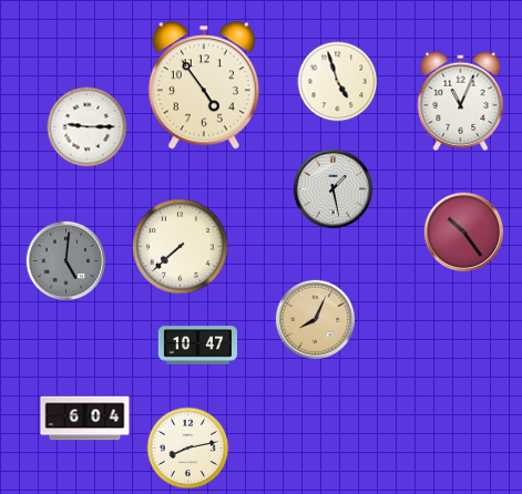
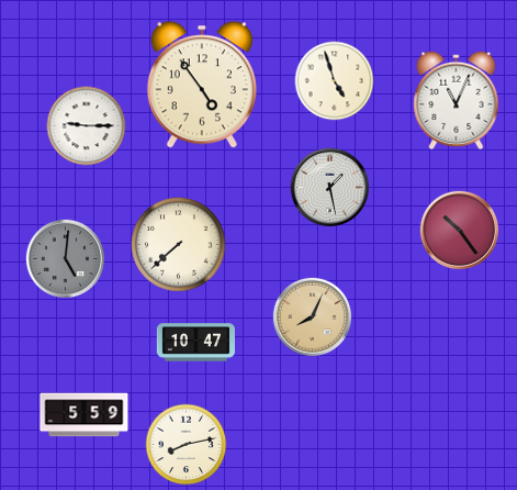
clock at (85, 419): 6:04 -> 5:59
